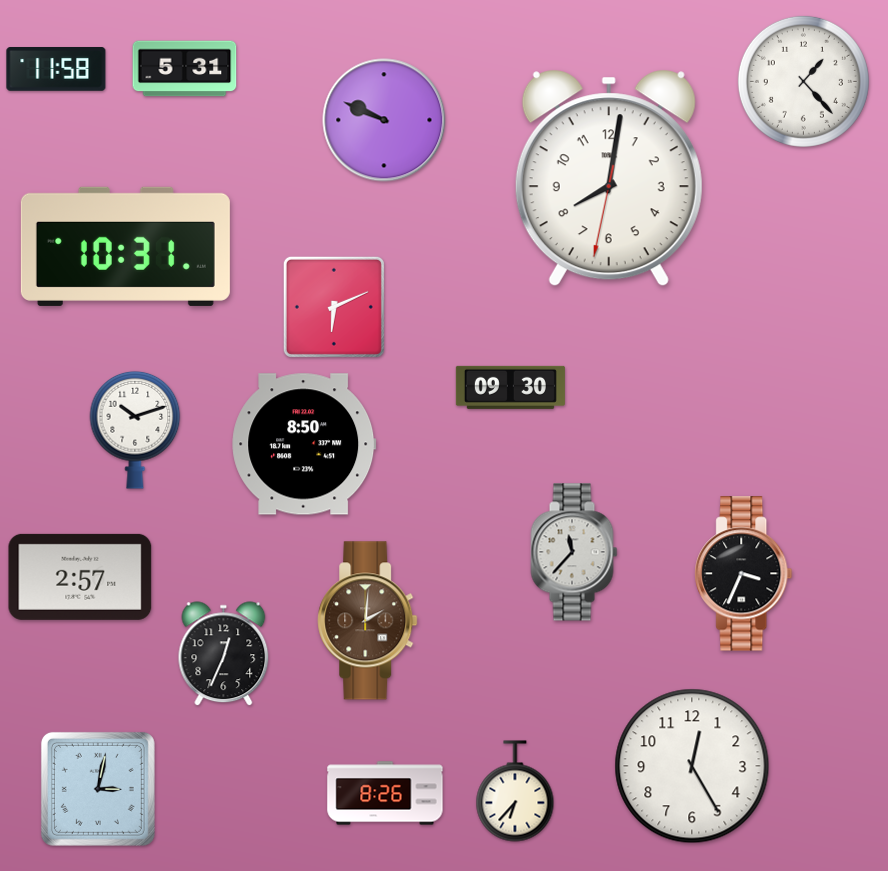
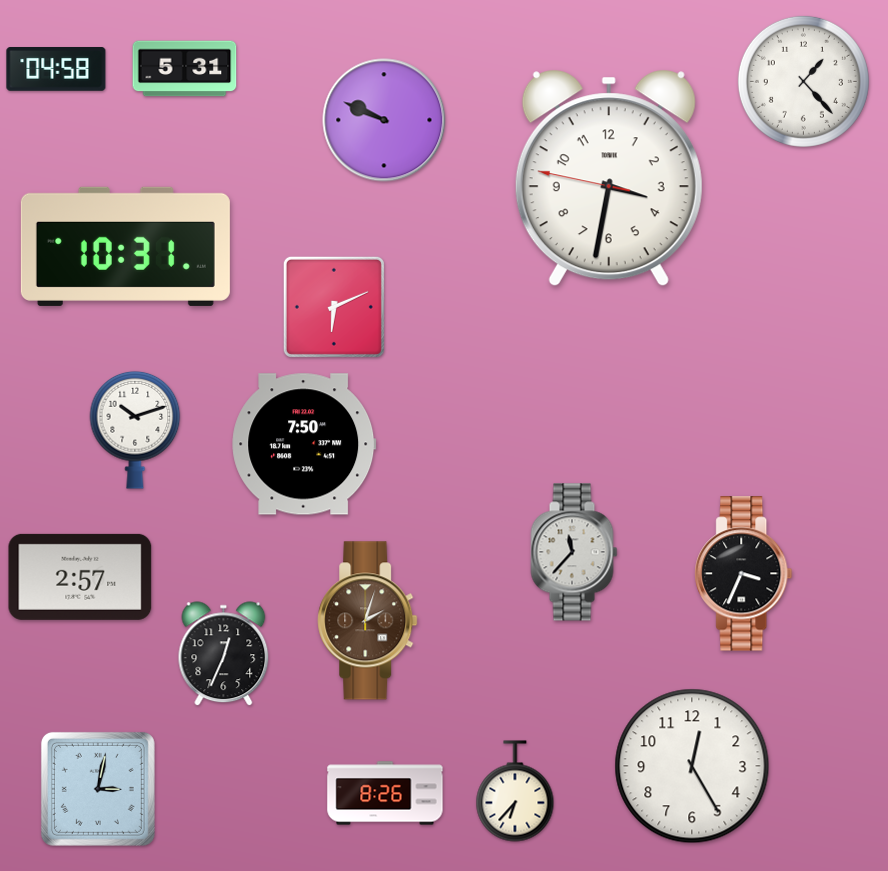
clock at (56, 69): 11:58 -> 04:58
clock at (609, 178): 8:01 -> 3:31
clock at (510, 387): 09:30 -> none
clock at (304, 444): 8:50 -> 7:50
clock at (368, 621): 2:01 -> 2:03
